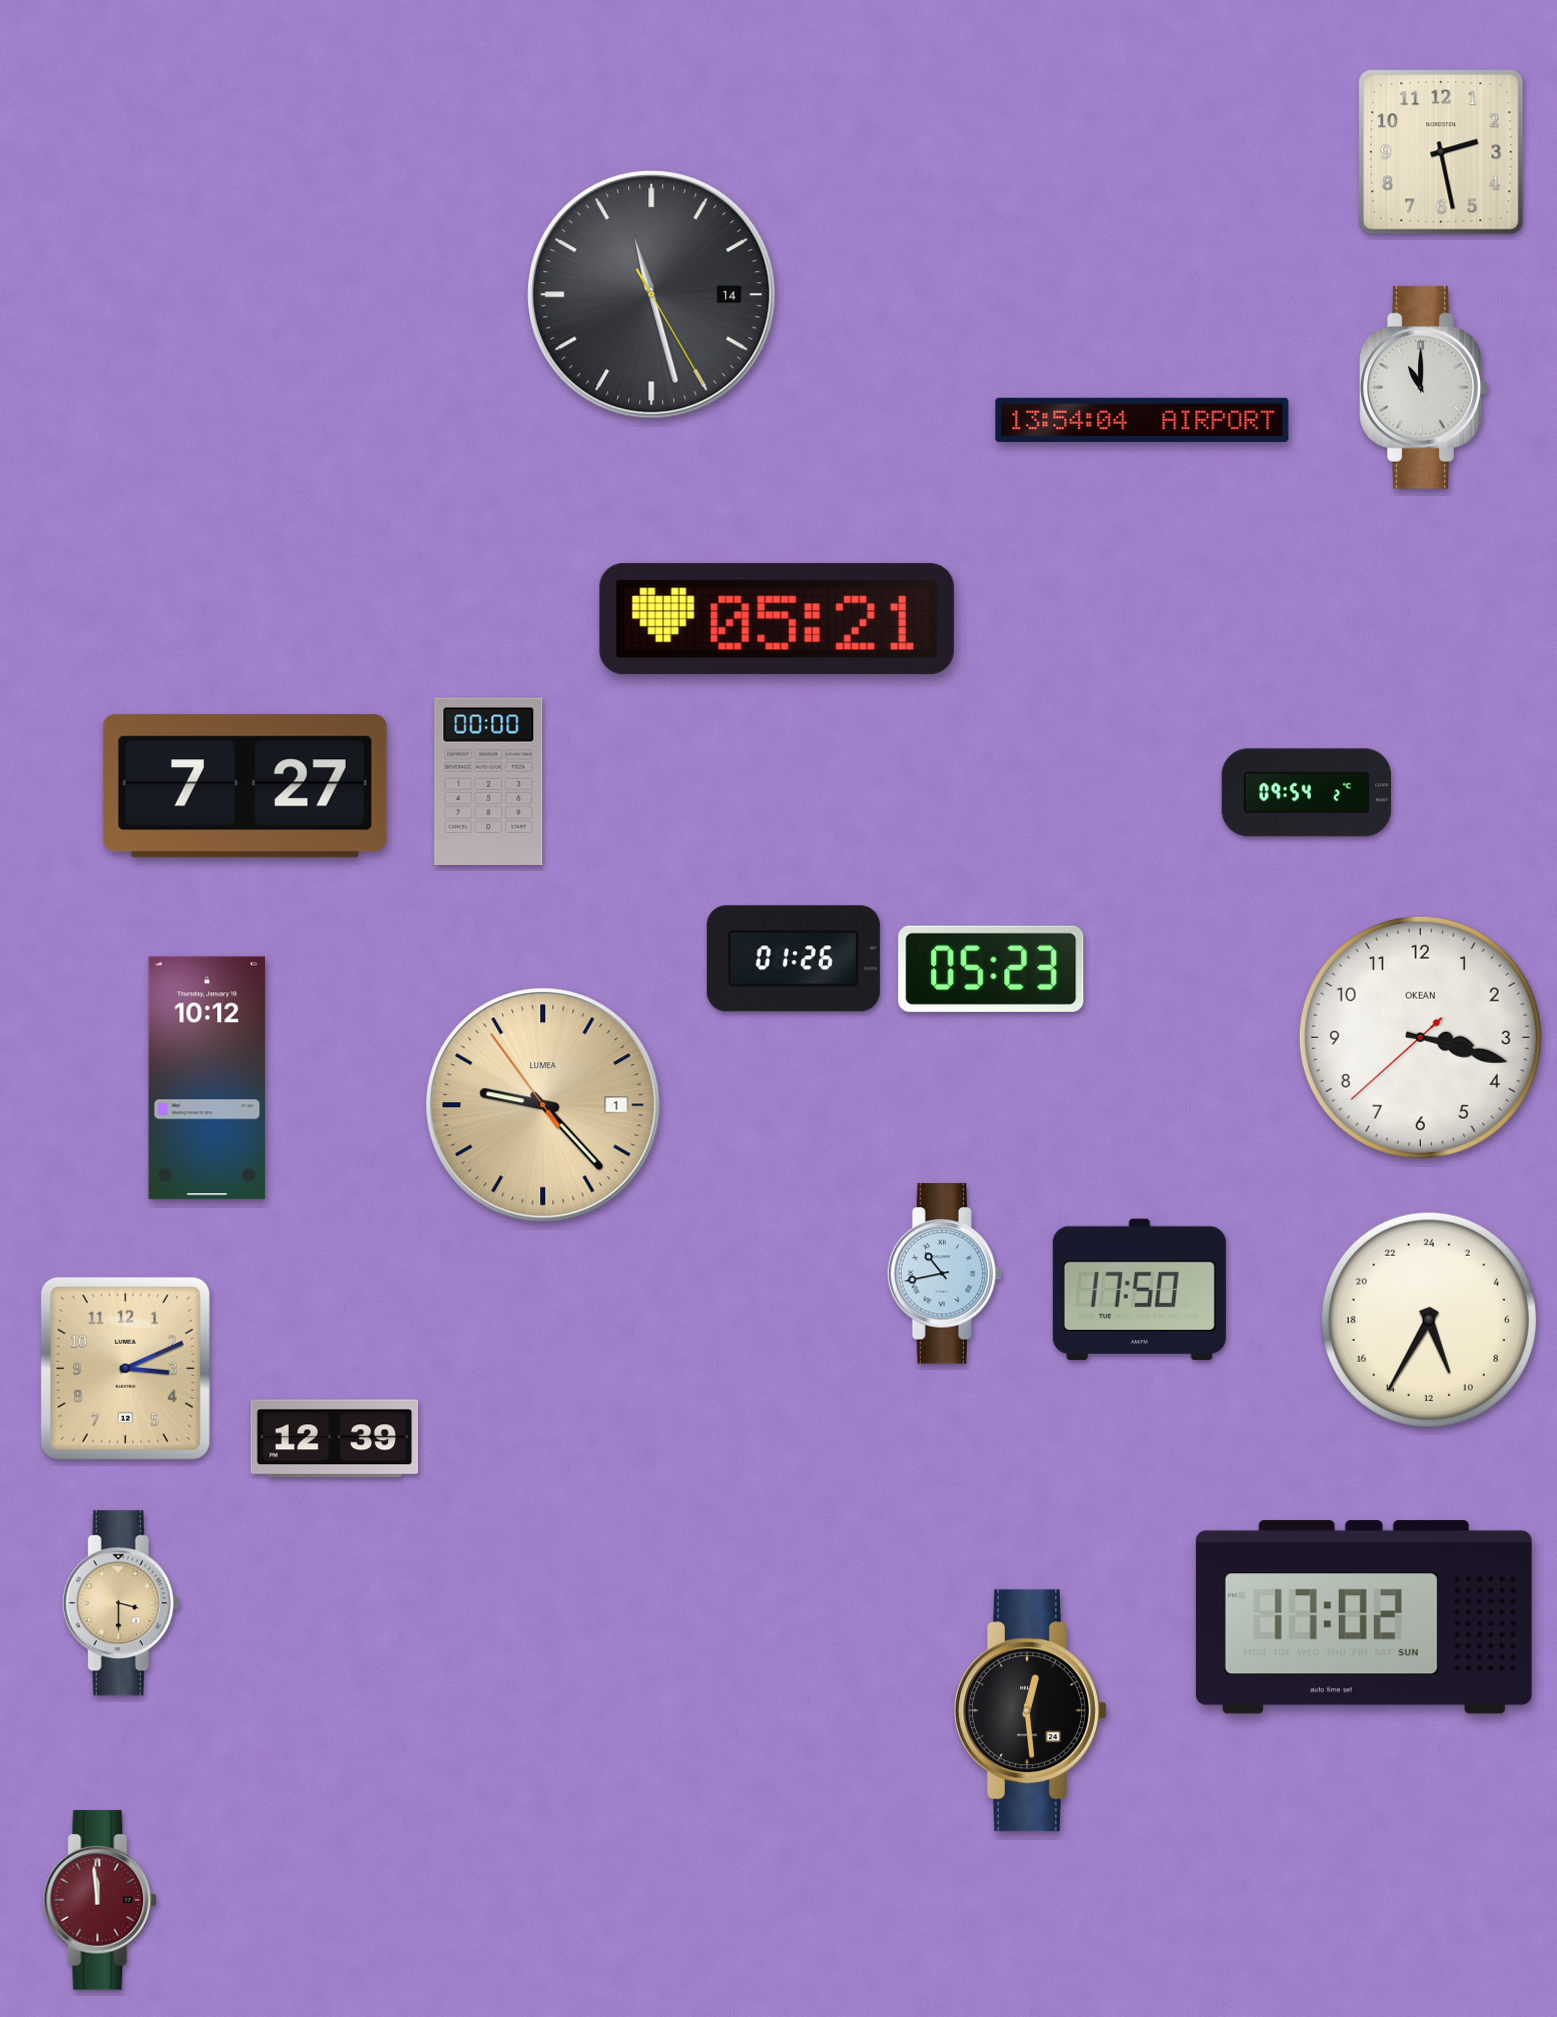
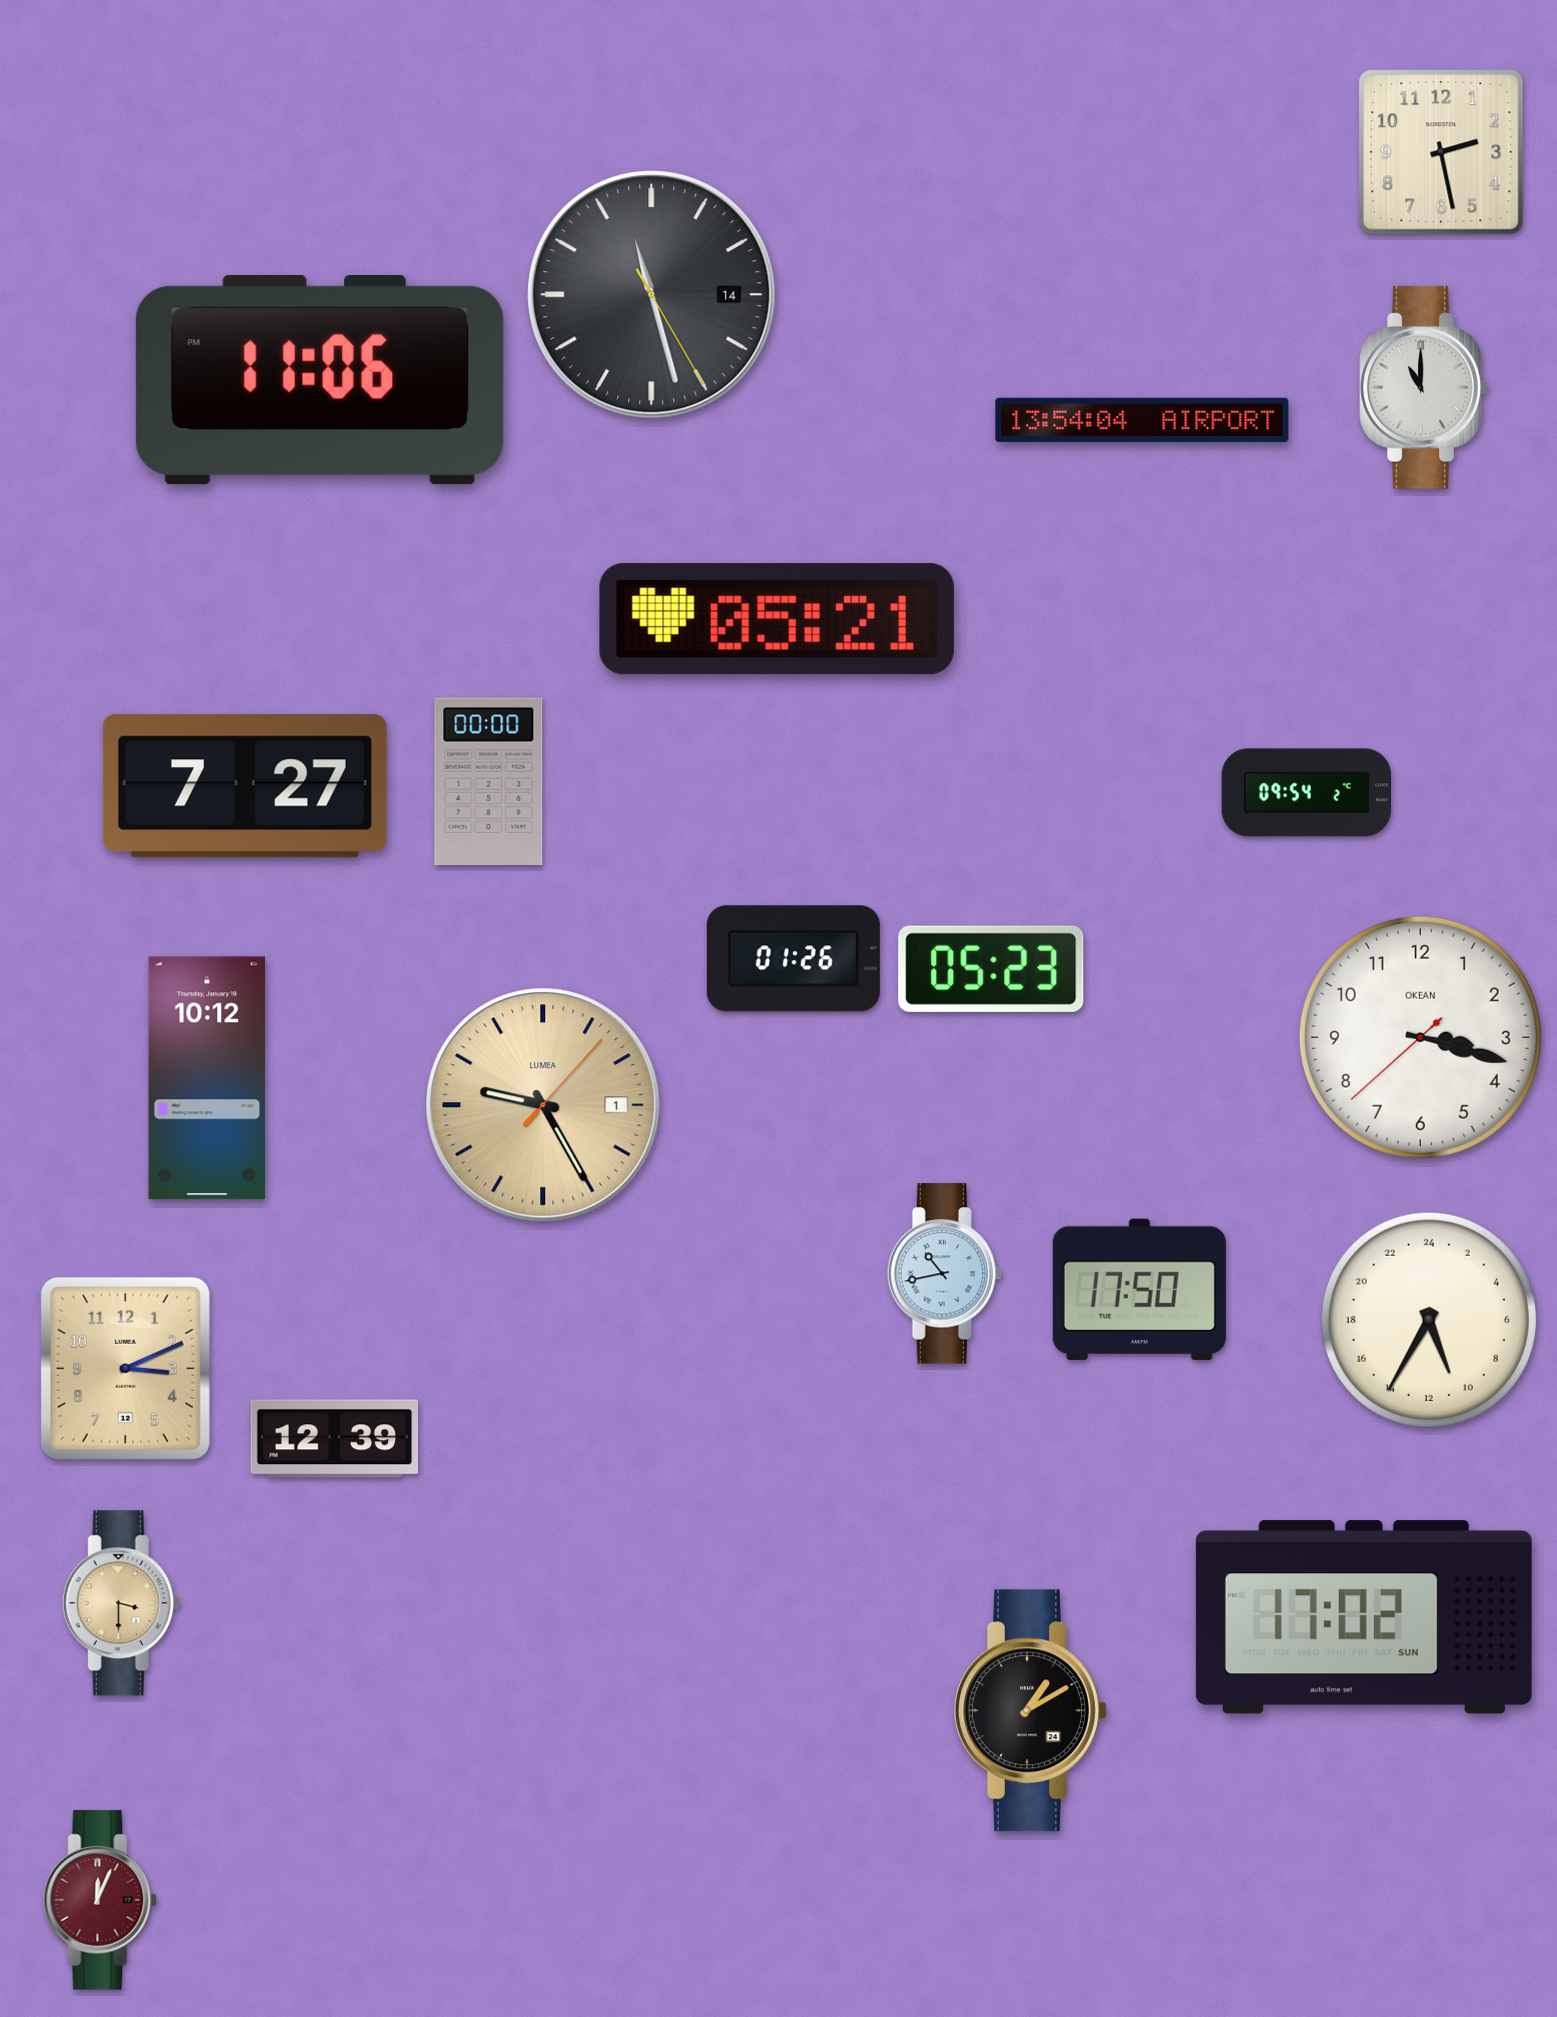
clock at (320, 380): none -> 11:06
clock at (543, 1105): 9:22 -> 9:25
clock at (1031, 1711): 12:29 -> 1:10
clock at (100, 1900): 11:59 -> 12:04
